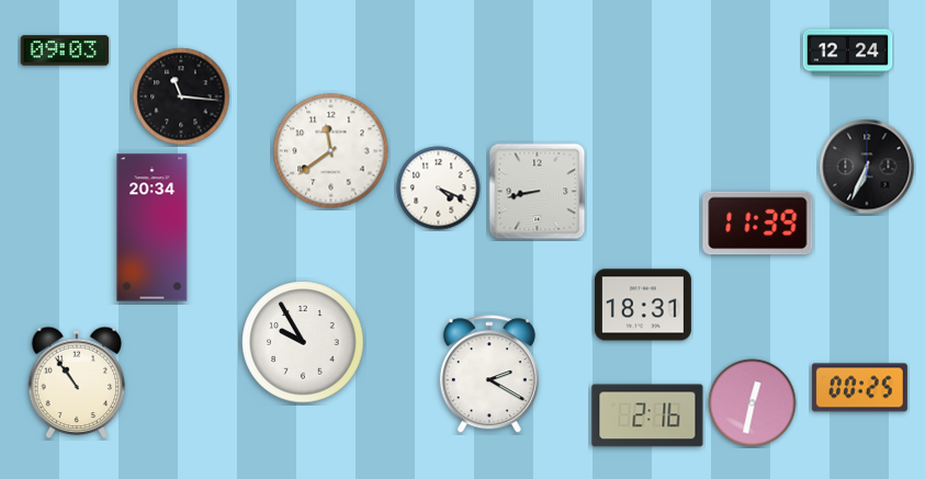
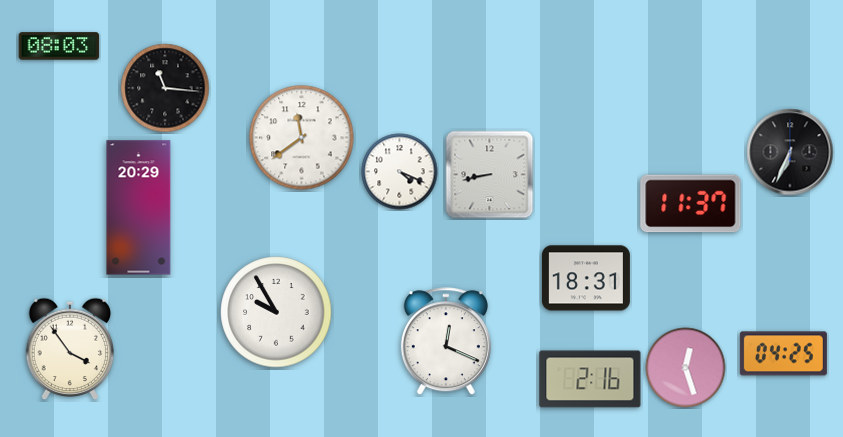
clock at (65, 50): 09:03 -> 08:03
clock at (848, 53): 12:24 -> none
clock at (758, 224): 11:39 -> 11:37
clock at (153, 228): 20:34 -> 20:29
clock at (489, 375): 2:20 -> 12:19
clock at (77, 383): 10:54 -> 3:54
clock at (859, 388): 00:25 -> 04:25
clock at (753, 403): 12:32 -> 12:27
